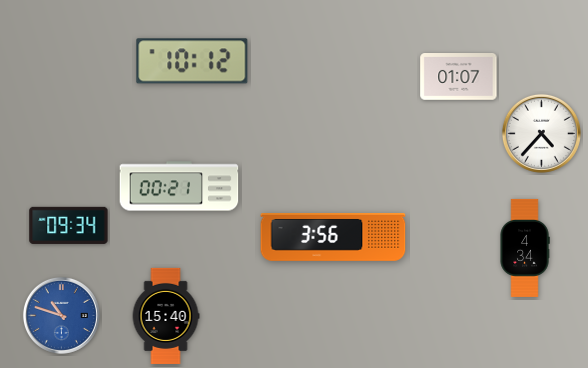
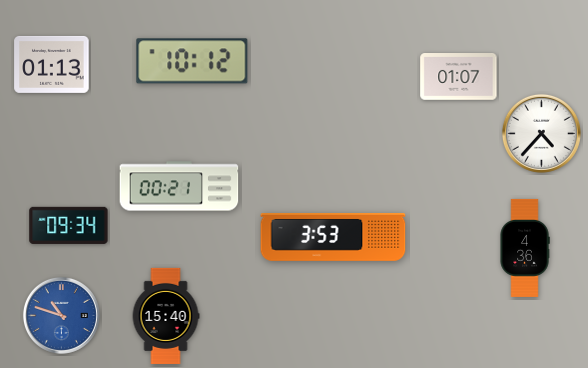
clock at (52, 64): none -> 01:13
clock at (333, 238): 3:56 -> 3:53
clock at (525, 248): 4:34 -> 4:36
